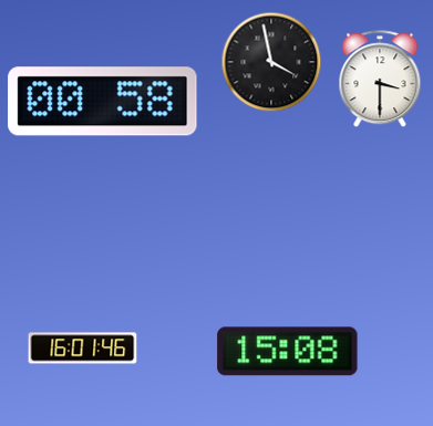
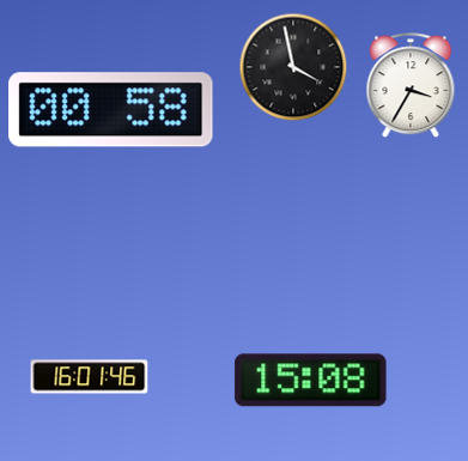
clock at (380, 79): 3:30 -> 3:35
